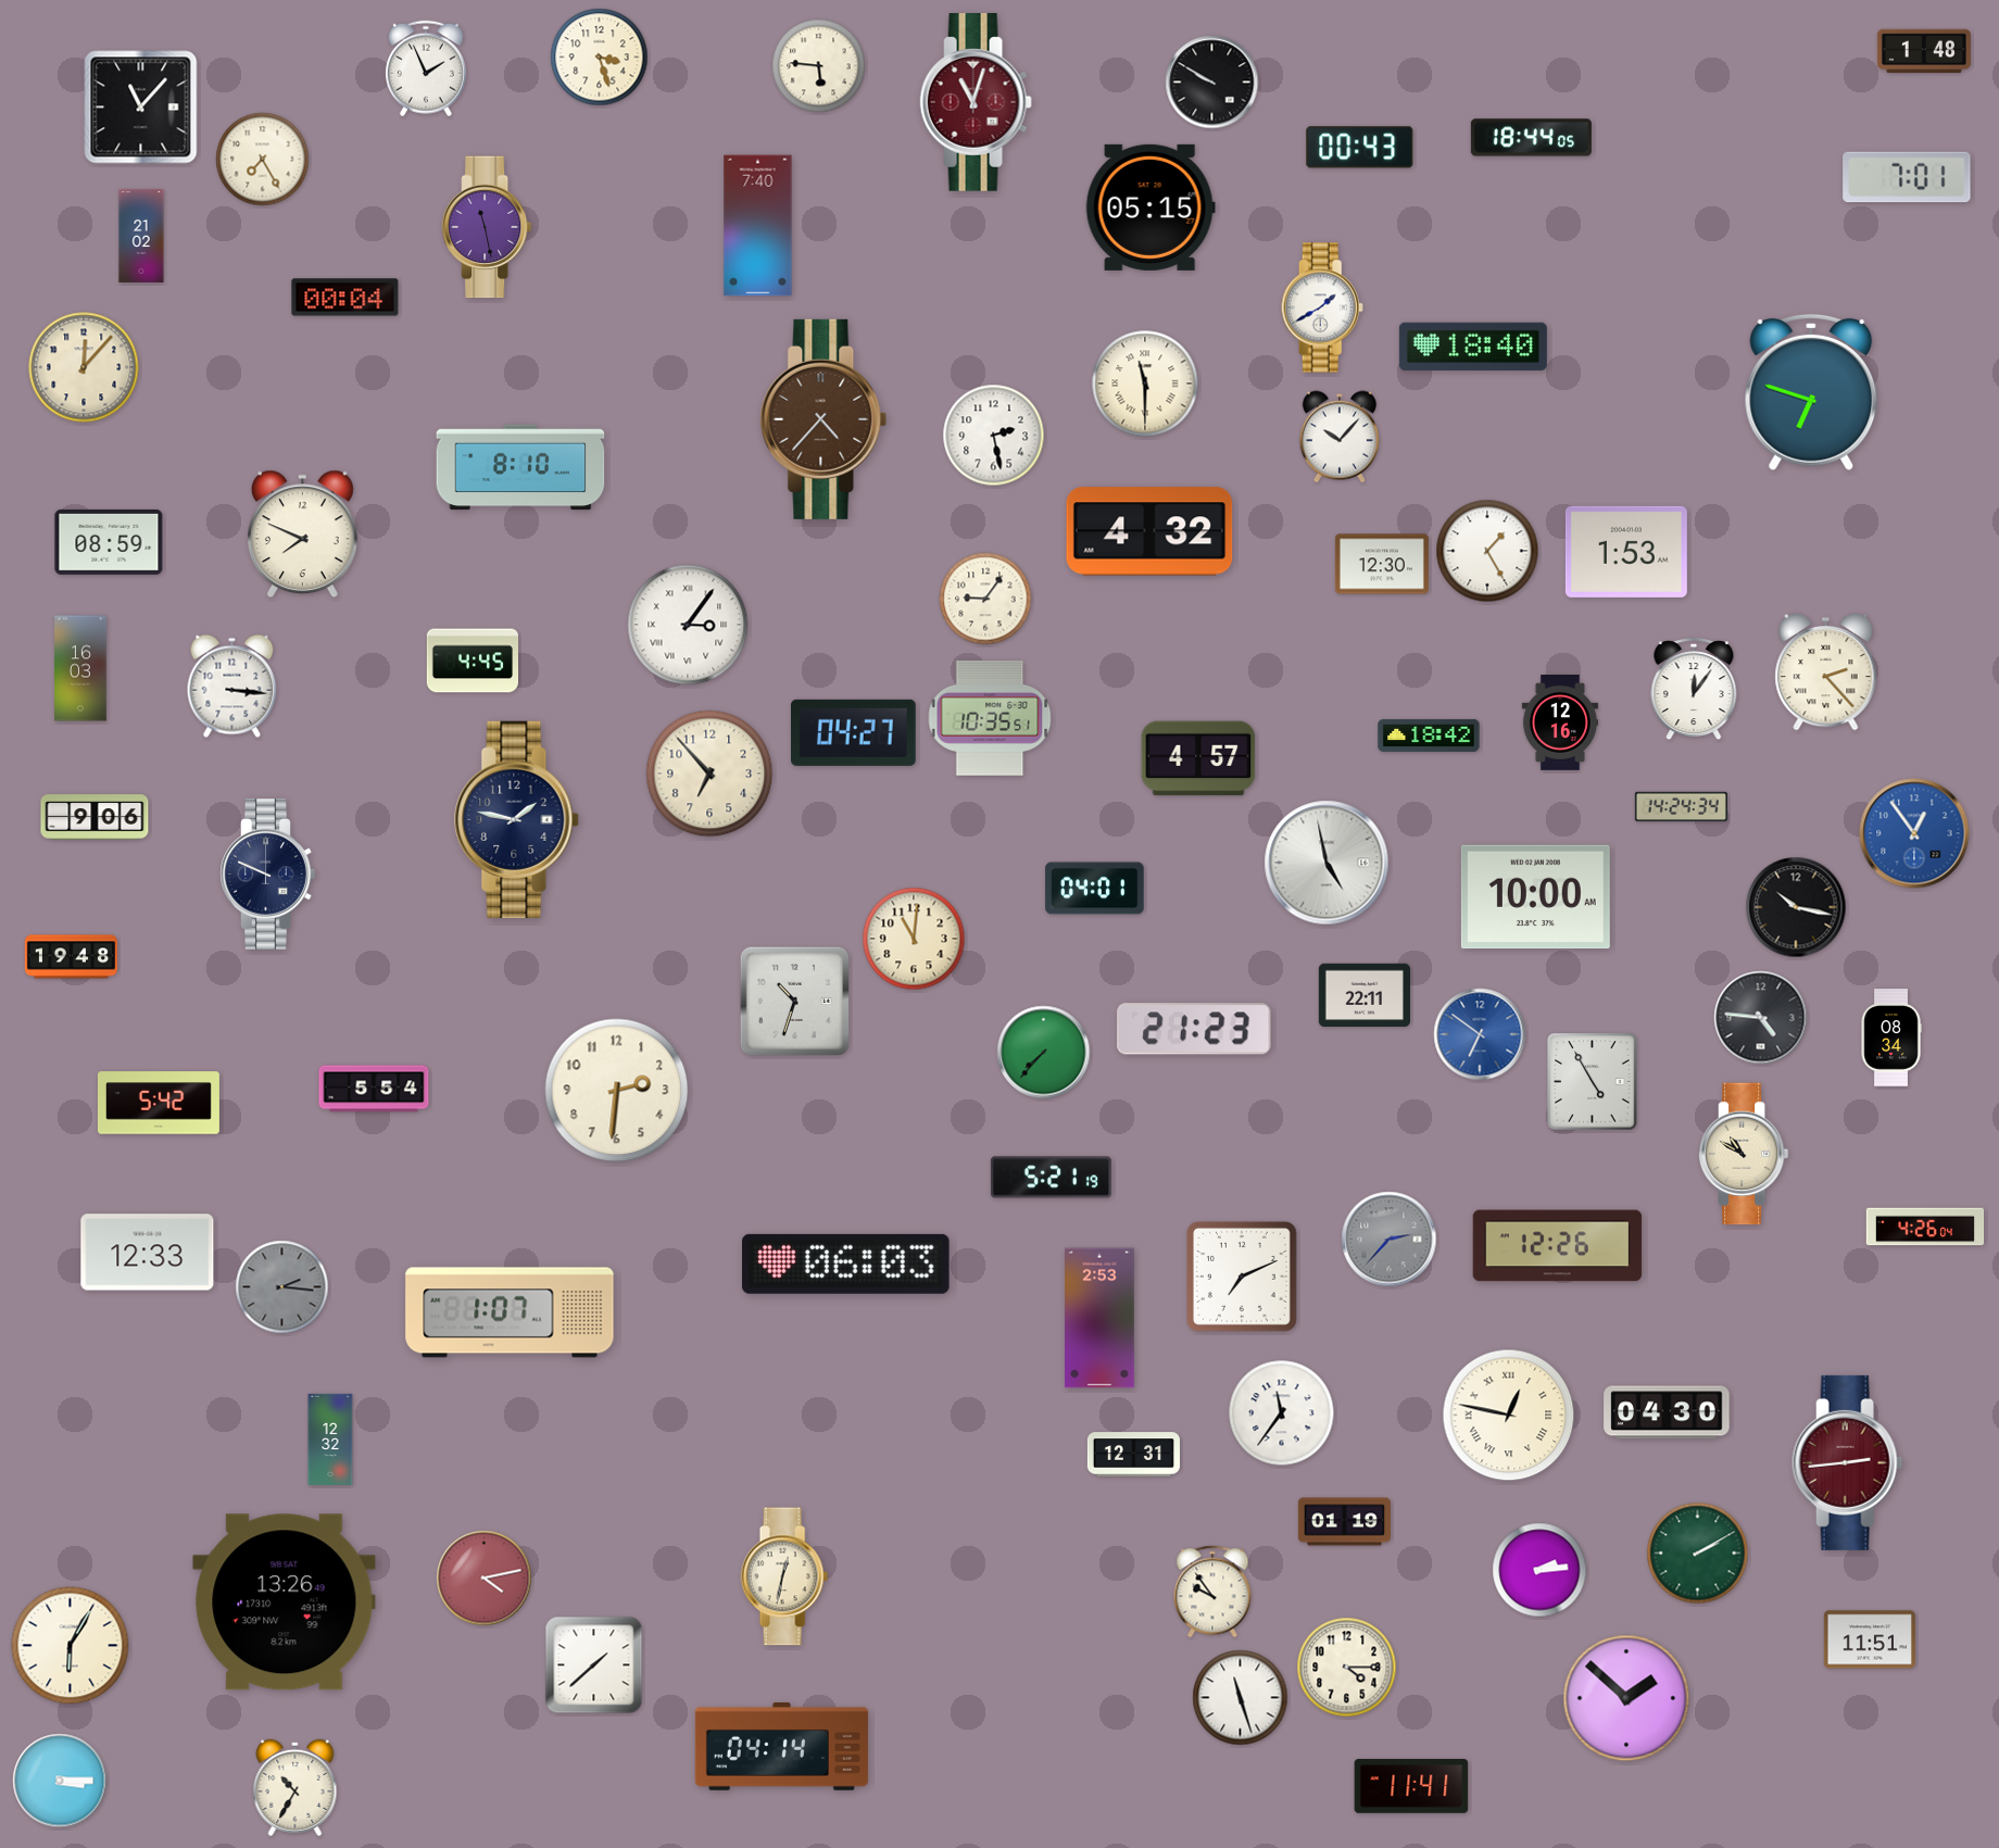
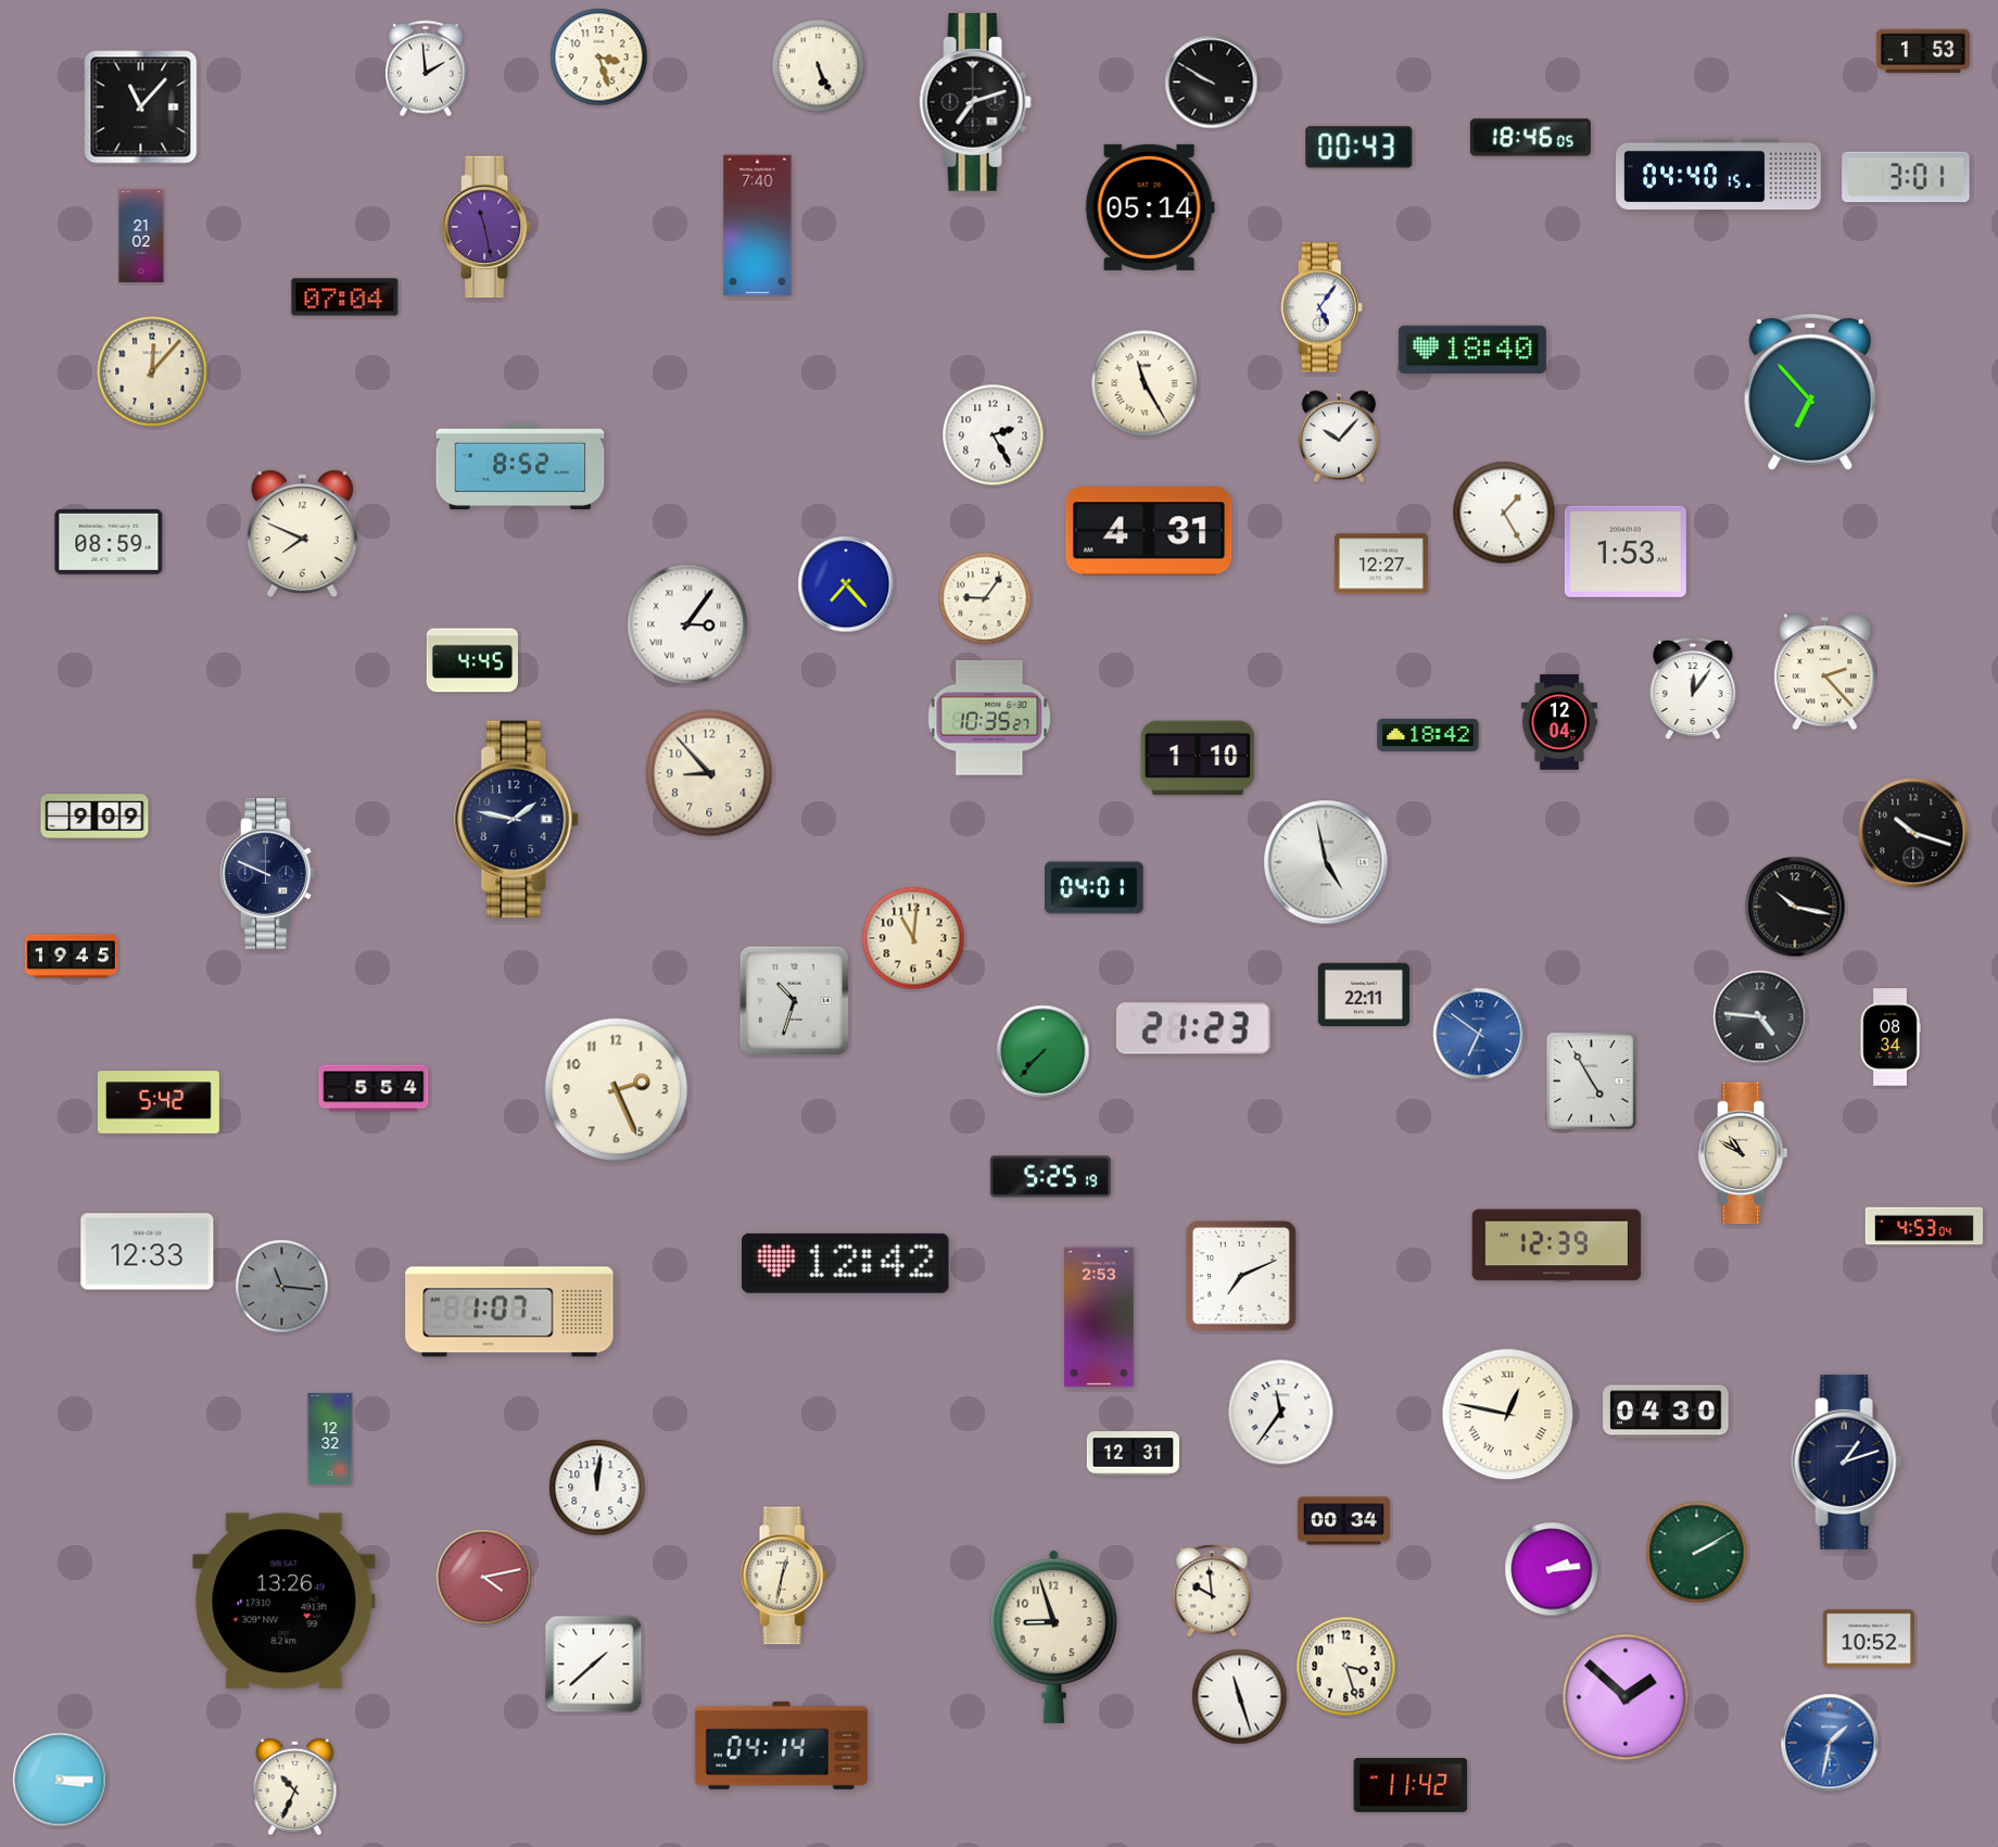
clock at (1924, 51): 1:48 -> 1:53
clock at (819, 66): 5:46 -> 5:26
clock at (426, 68): 1:56 -> 1:59
clock at (976, 103): 11:03 -> 7:12
clock at (976, 103) dial: burgundy -> black
clock at (1531, 138): 18:44 -> 18:46
clock at (263, 160): 7:25 -> none
clock at (1719, 174): none -> 04:40
clock at (1907, 177): 7:01 -> 3:01
clock at (1151, 208): 05:15 -> 05:14
clock at (345, 298): 00:04 -> 07:04
clock at (1322, 307): 1:40 -> 5:06
clock at (1473, 347) position: (1473, 347) -> (1472, 350)
clock at (84, 367) position: (84, 367) -> (152, 371)
clock at (1145, 384): 11:30 -> 11:25
clock at (1811, 392): 6:48 -> 6:53
clock at (824, 419): 4:37 -> none
clock at (994, 436): 2:28 -> 2:25
clock at (520, 467): 8:10 -> 8:52
clock at (1149, 531): 4:32 -> 4:31
clock at (1487, 551) position: (1487, 551) -> (1504, 513)
clock at (1382, 564): 12:30 -> 12:27
clock at (846, 584): none -> 7:23
clock at (80, 668): 16:03 -> none
clock at (232, 687): 3:16 -> none
clock at (990, 718): 10:35:51 -> 10:35:27
clock at (1560, 724): 12:16 -> 12:04
clock at (854, 732): 04:27 -> none
clock at (1198, 758): 4:57 -> 1:10
clock at (709, 774): 6:53 -> 8:53
clock at (1681, 807): 14:24 -> none
clock at (95, 817): 9:06 -> 9:09
clock at (1914, 833): 12:54 -> 10:18
clock at (1914, 833) dial: blue -> black
clock at (1535, 897): 10:00 -> none
clock at (71, 957): 19:48 -> 19:45
clock at (617, 1091): 2:31 -> 2:26
clock at (1051, 1178): 5:21 -> 5:25
clock at (1925, 1227): 4:26 -> 4:53
clock at (1390, 1240): 2:37 -> none
clock at (1558, 1246): 12:26 -> 12:39
clock at (846, 1264): 06:03 -> 12:42
clock at (282, 1287): 2:16 -> 11:16
clock at (1848, 1462): 2:44 -> 1:12
clock at (1848, 1462) dial: burgundy -> navy
clock at (597, 1488): none -> 12:01
clock at (1344, 1522): 01:19 -> 00:34
clock at (1539, 1570) position: (1539, 1570) -> (1552, 1569)
clock at (1212, 1592): 9:54 -> 9:59
clock at (1053, 1636): none -> 8:57
clock at (1870, 1639): 11:51 -> 10:52
clock at (71, 1646): 6:05 -> none
clock at (1347, 1668): 4:15 -> 3:27
clock at (1830, 1743): none -> 1:32
clock at (1411, 1786): 11:41 -> 11:42
clock at (296, 1787): 10:35 -> 10:34
